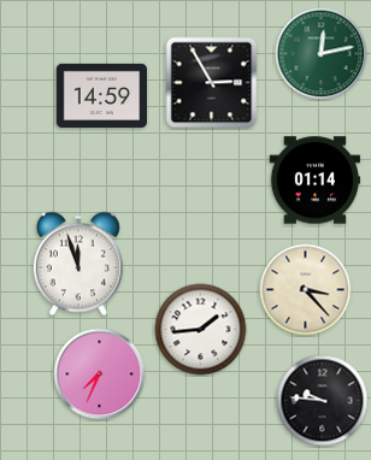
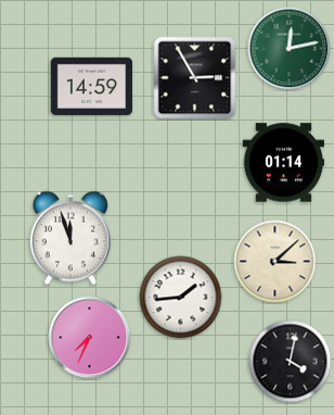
clock at (212, 83) position: (212, 83) -> (195, 78)
clock at (306, 290): 3:23 -> 3:08
clock at (323, 401): 9:46 -> 4:02
